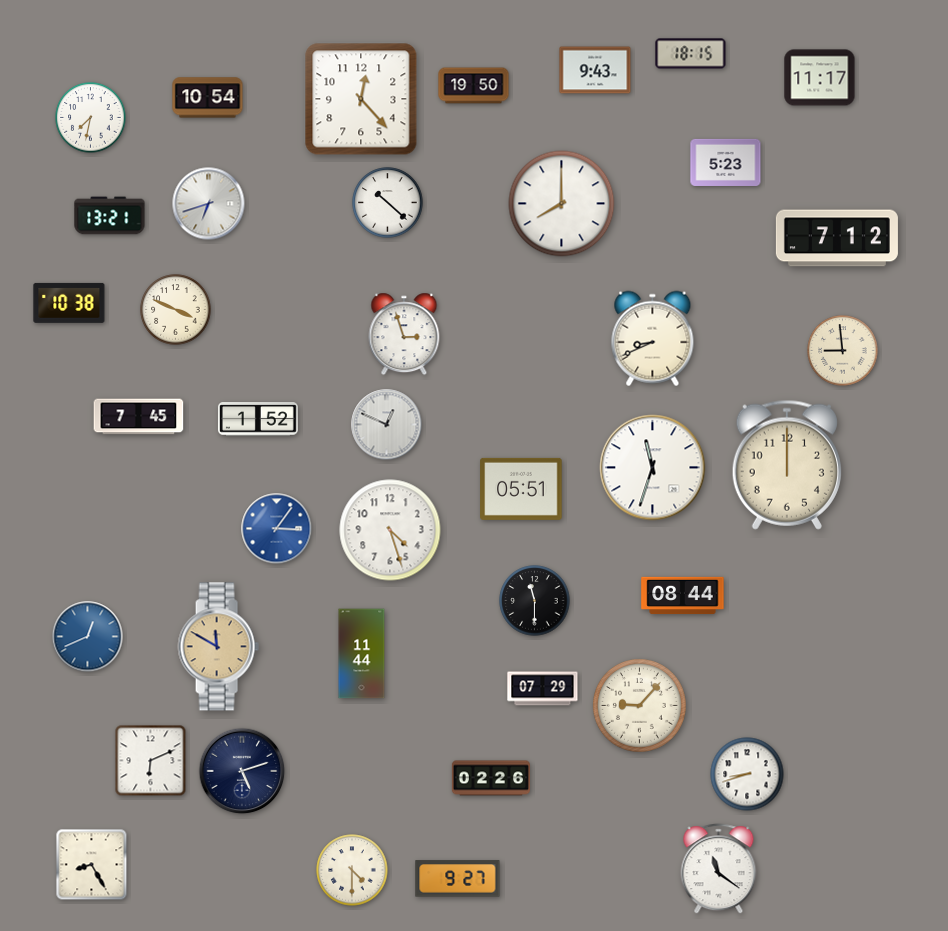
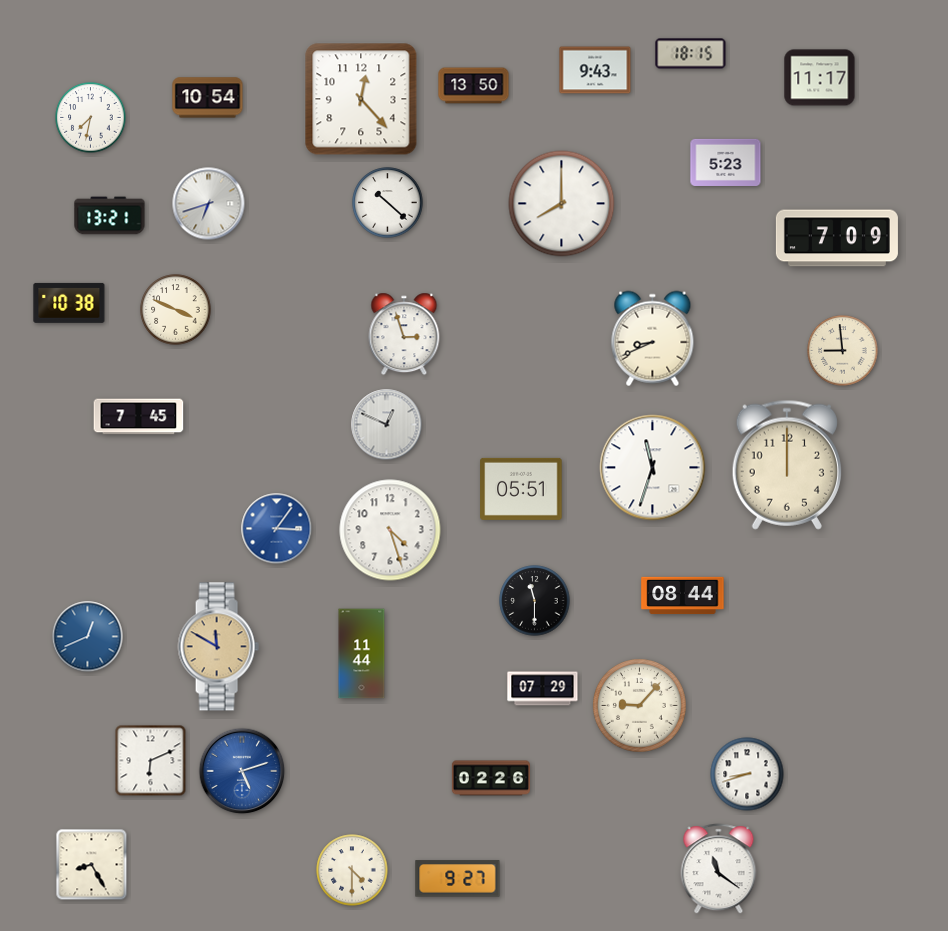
clock at (474, 86): 19:50 -> 13:50
clock at (837, 238): 7:12 -> 7:09
clock at (258, 419): 1:52 -> none
clock at (242, 771) dial: navy -> blue
